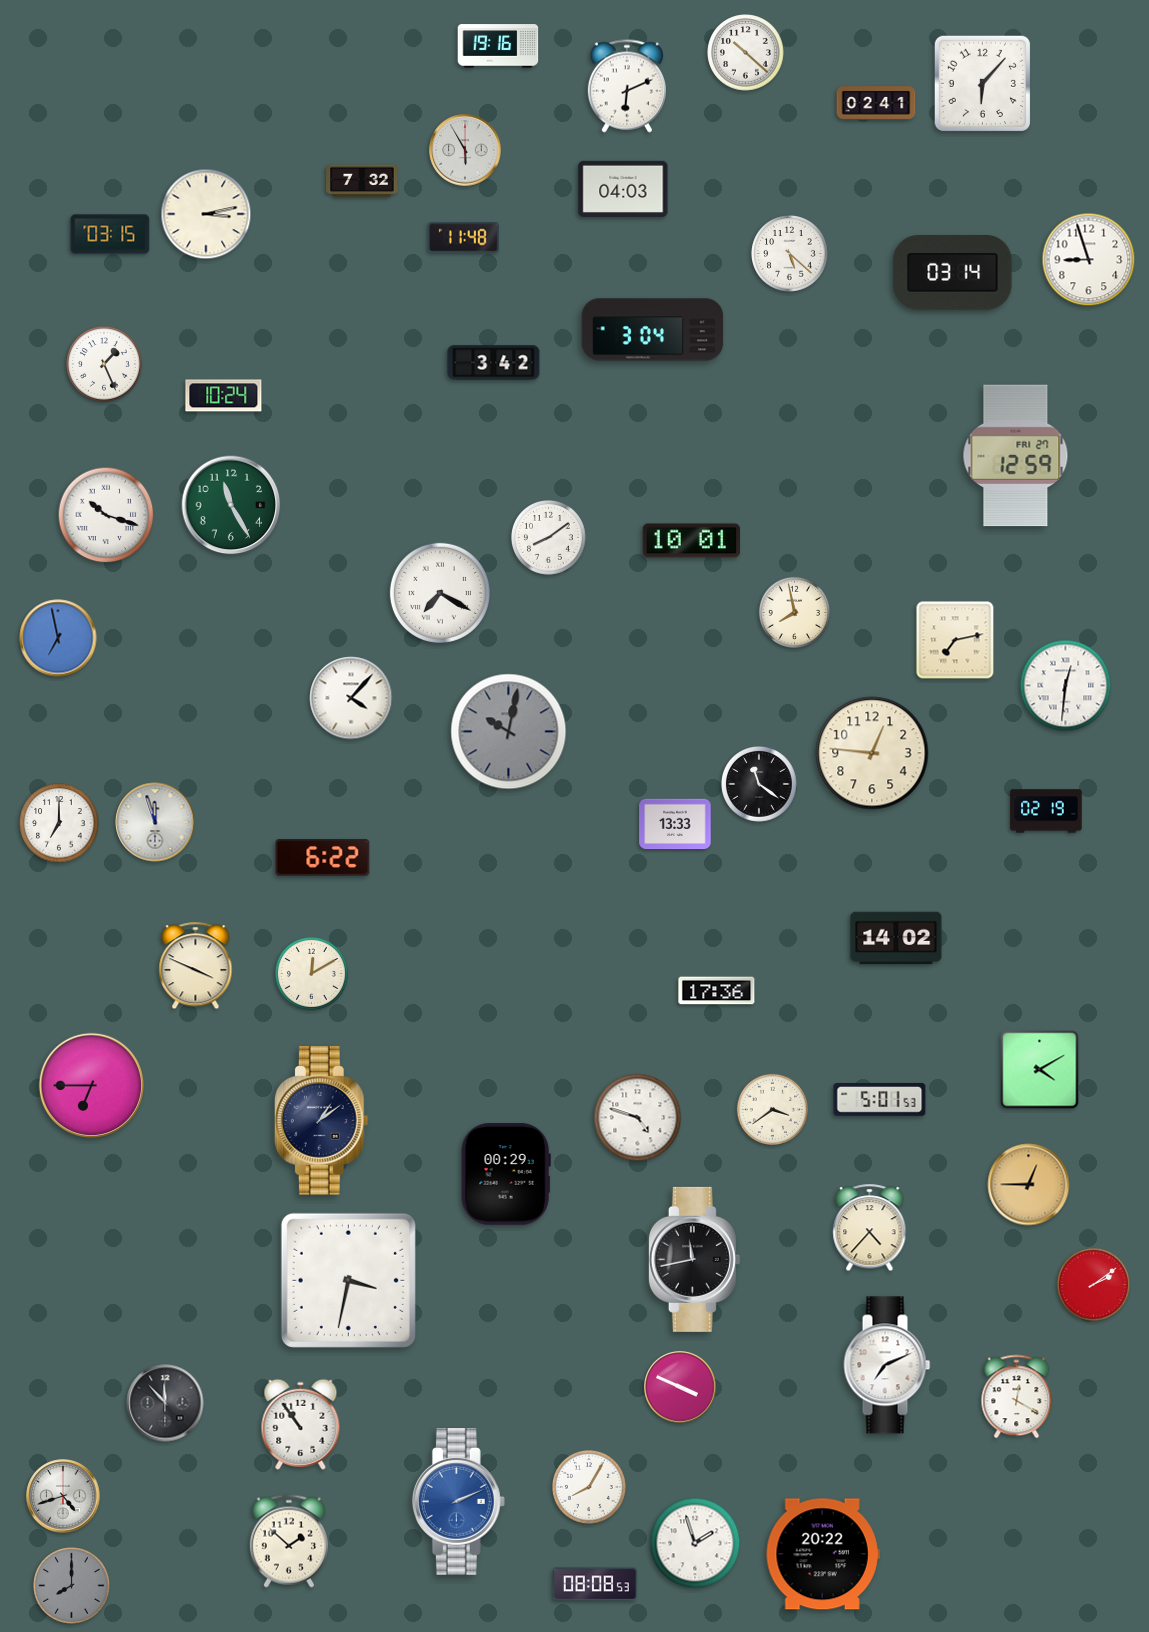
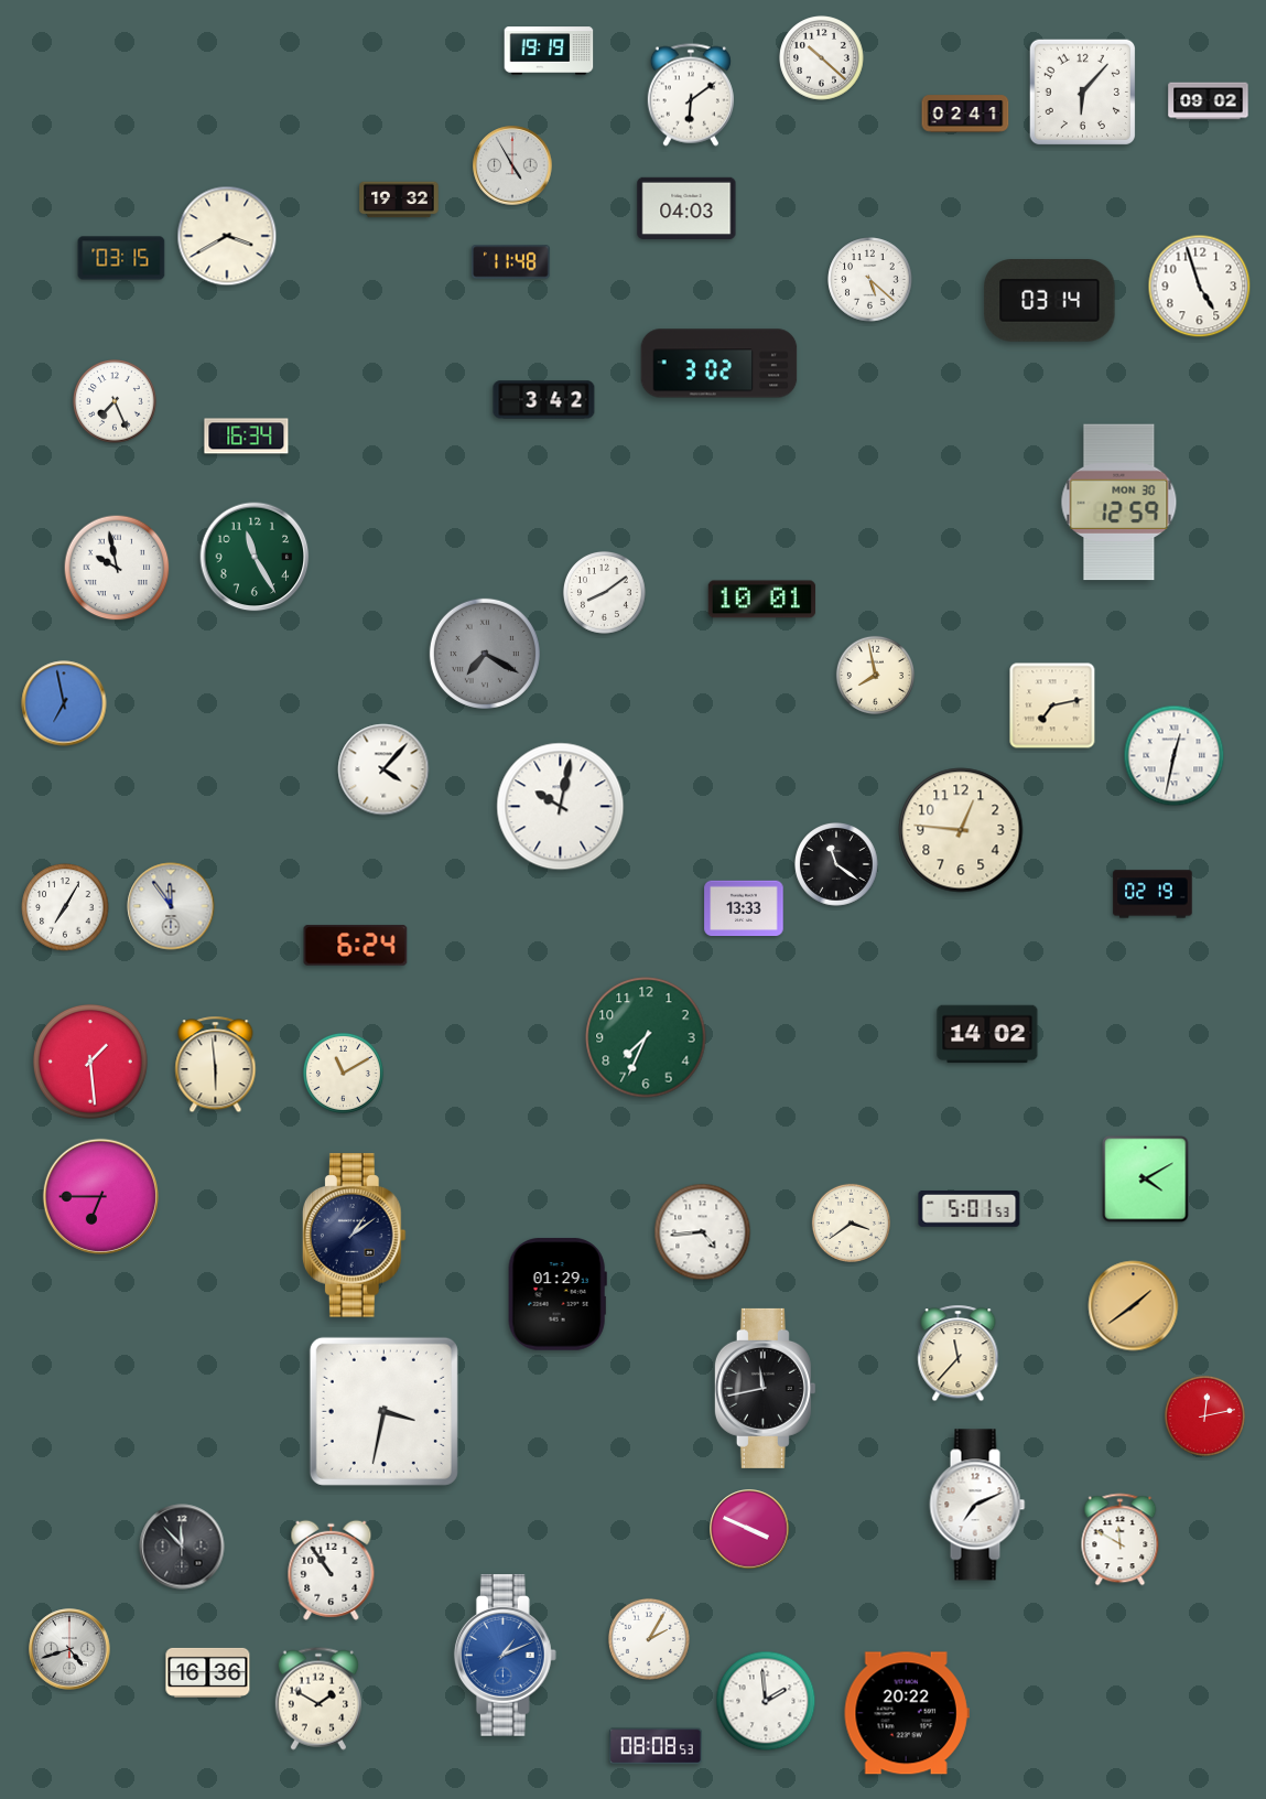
clock at (498, 46): 19:16 -> 19:19
clock at (627, 86): 6:11 -> 6:09
clock at (1209, 101): none -> 09:02
clock at (465, 150): 5:55 -> 4:55
clock at (362, 181): 7:32 -> 19:32
clock at (206, 214): 3:13 -> 3:40
clock at (1089, 260): 8:57 -> 4:57
clock at (653, 330): 3:04 -> 3:02
clock at (105, 365): 1:26 -> 7:26
clock at (224, 396): 10:24 -> 16:34
clock at (1016, 456) date: FRI 27 -> MON 30
clock at (106, 515): 10:18 -> 9:58
clock at (691, 541) position: (691, 541) -> (761, 600)
clock at (440, 593) dial: white -> grey
clock at (1066, 686): 12:31 -> 12:32
clock at (351, 698) position: (351, 698) -> (383, 769)
clock at (509, 732) dial: grey -> white
clock at (155, 822): 11:57 -> 11:54
clock at (59, 823): 7:00 -> 7:05
clock at (323, 858): 6:22 -> 6:24
clock at (646, 1037): none -> 7:34
clock at (90, 1062): none -> 1:29
clock at (196, 966): 3:49 -> 5:59
clock at (311, 973): 12:10 -> 11:10
clock at (717, 991): 17:36 -> none
clock at (880, 1100) position: (880, 1100) -> (970, 1209)
clock at (638, 1118): 4:48 -> 4:44
clock at (506, 1174): 00:29 -> 01:29
clock at (1029, 1185): 12:45 -> 1:39
clock at (870, 1228): 4:37 -> 11:37
clock at (1093, 1284): 2:09 -> 12:13
clock at (1017, 1397): 12:20 -> 11:50
clock at (589, 1487): 8:05 -> 2:05
clock at (458, 1502): 2:11 -> 1:11
clock at (208, 1672): none -> 16:36
clock at (289, 1541): 1:52 -> 1:50
clock at (695, 1543): 1:57 -> 1:59
clock at (72, 1586): 8:00 -> none
